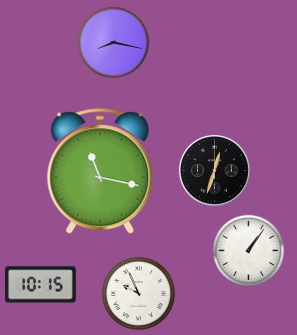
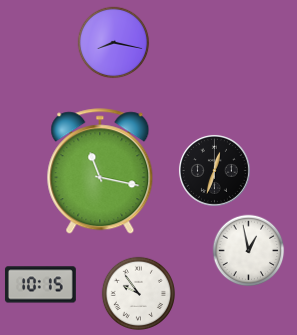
clock at (249, 251): 1:06 -> 12:58
clock at (138, 293): 9:56 -> 9:54
